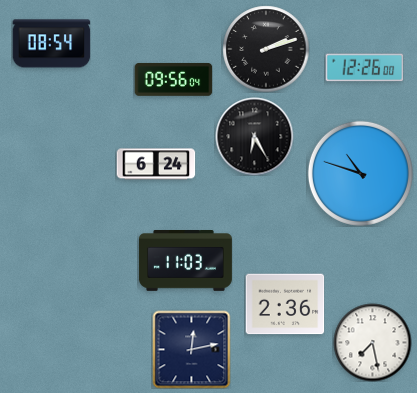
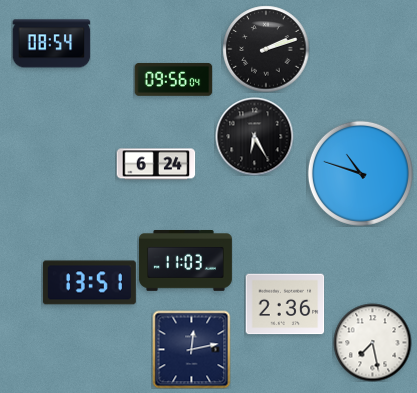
clock at (364, 68): 12:26 -> none
clock at (89, 283): none -> 13:51
